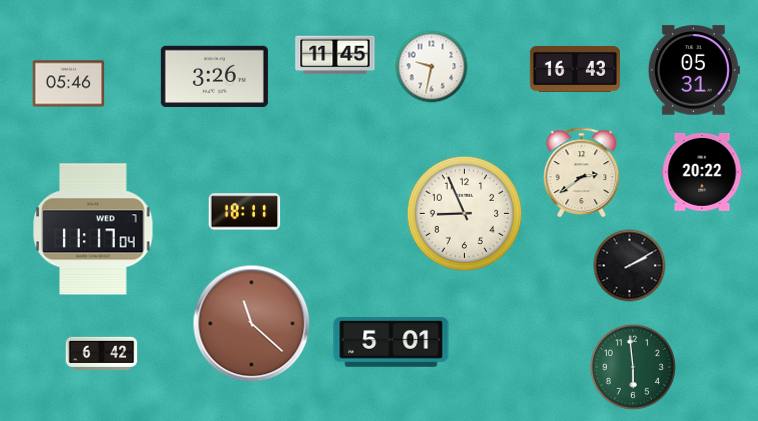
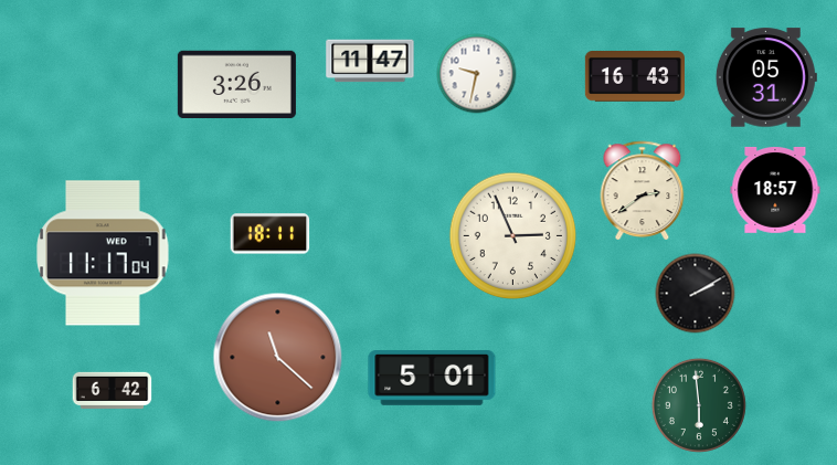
clock at (335, 55): 11:45 -> 11:47
clock at (69, 84): 05:46 -> none
clock at (702, 172): 20:22 -> 18:57
clock at (465, 214): 8:56 -> 2:56
